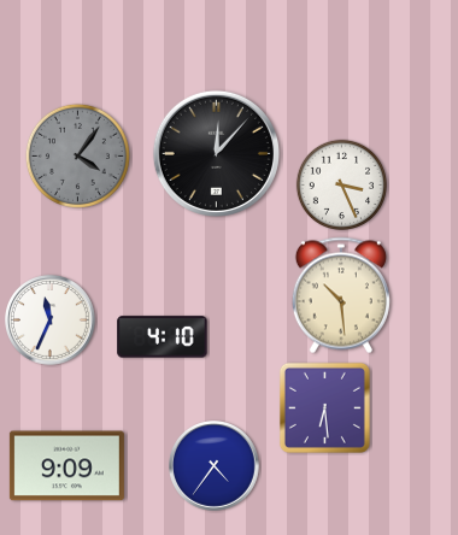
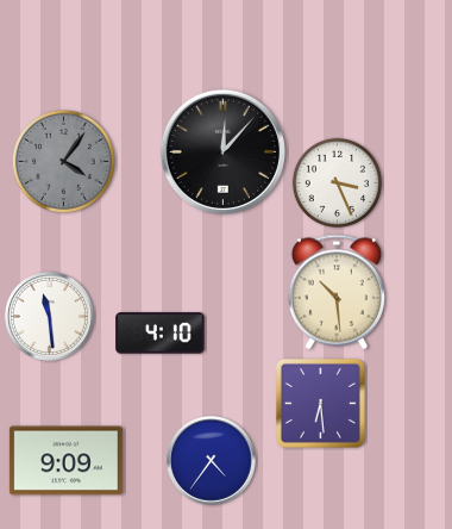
clock at (216, 153) position: (216, 153) -> (222, 151)
clock at (77, 155) position: (77, 155) -> (63, 161)
clock at (51, 321): 11:34 -> 11:29
